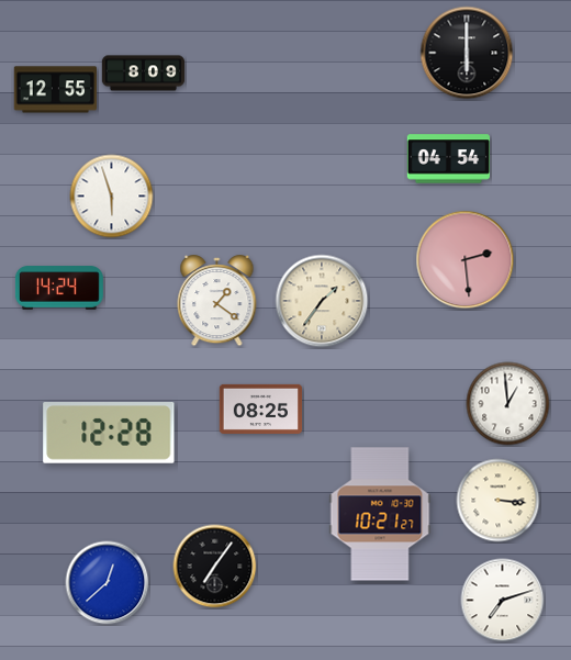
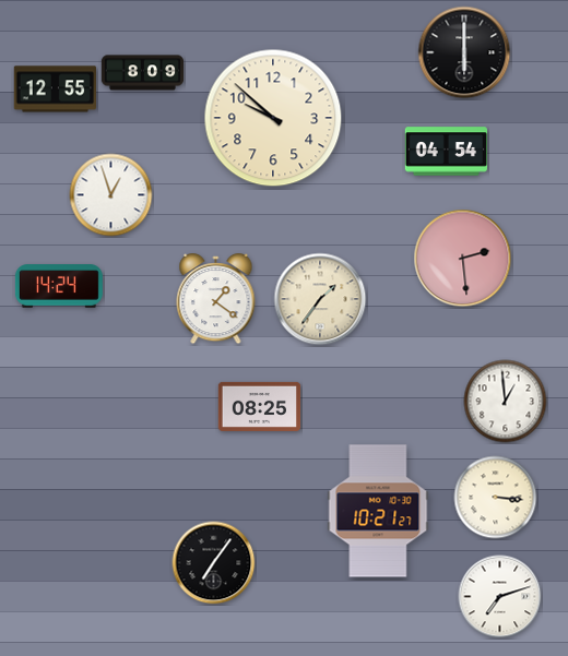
clock at (273, 118): none -> 9:52
clock at (449, 159) position: (449, 159) -> (447, 152)
clock at (112, 197): 5:57 -> 12:57
clock at (109, 434): 12:28 -> none
clock at (108, 583): 12:38 -> none
